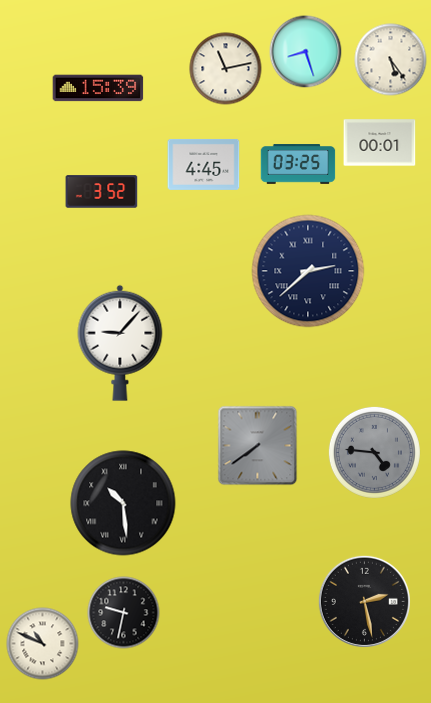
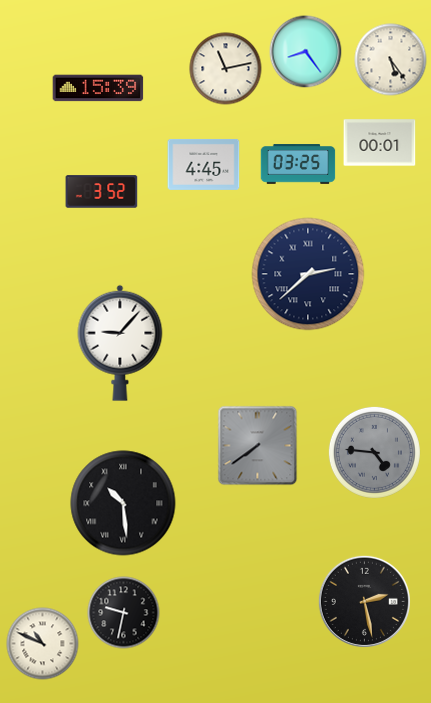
clock at (306, 52): 8:27 -> 8:24
clock at (308, 271) position: (308, 271) -> (308, 274)
